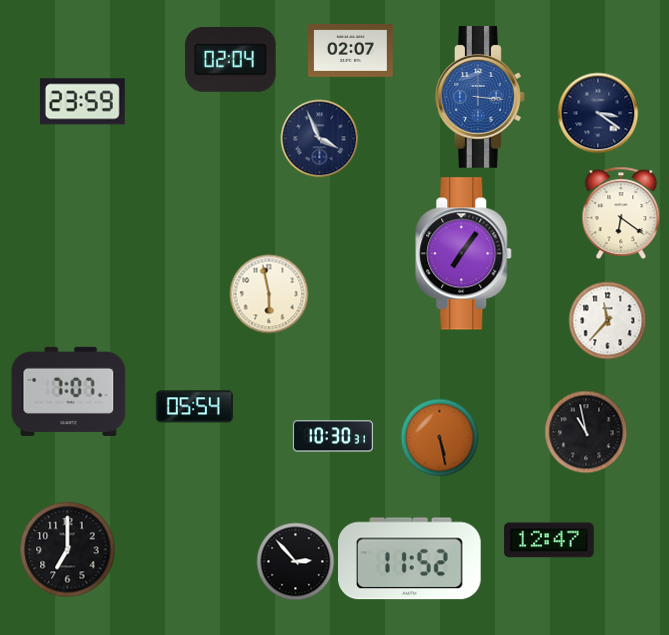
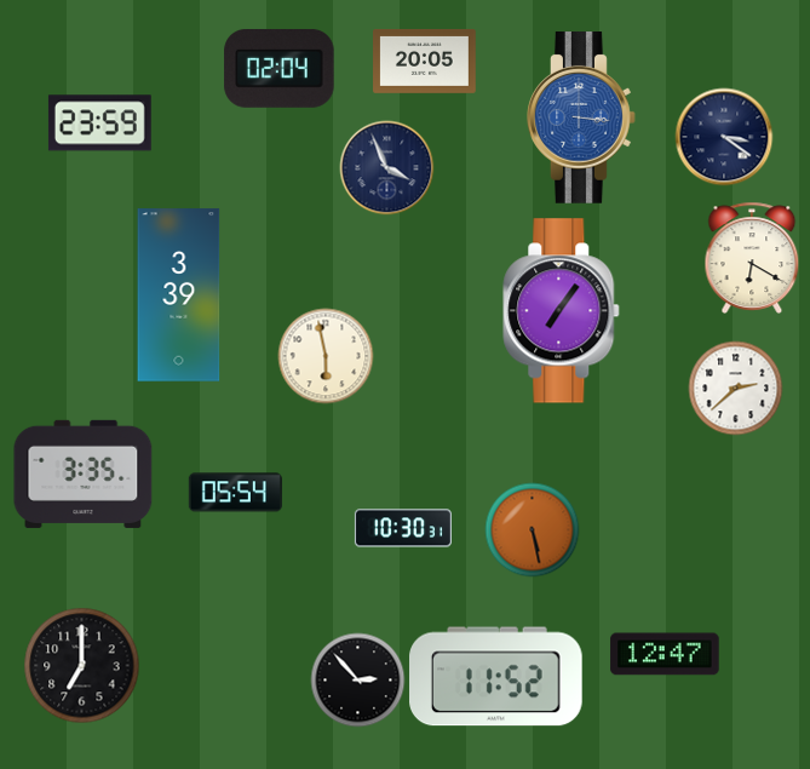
clock at (351, 50): 02:07 -> 20:05
clock at (231, 59) position: (231, 59) -> (280, 68)
clock at (621, 213): 6:21 -> 6:20
clock at (179, 295): none -> 3:39
clock at (464, 254) position: (464, 254) -> (562, 311)
clock at (607, 320): 11:37 -> 2:38
clock at (69, 391): 7:07 -> 3:35
clock at (586, 432): 10:58 -> none
